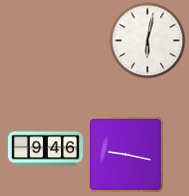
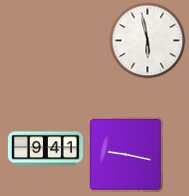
clock at (148, 41): 6:02 -> 5:58
clock at (45, 149): 9:46 -> 9:41
